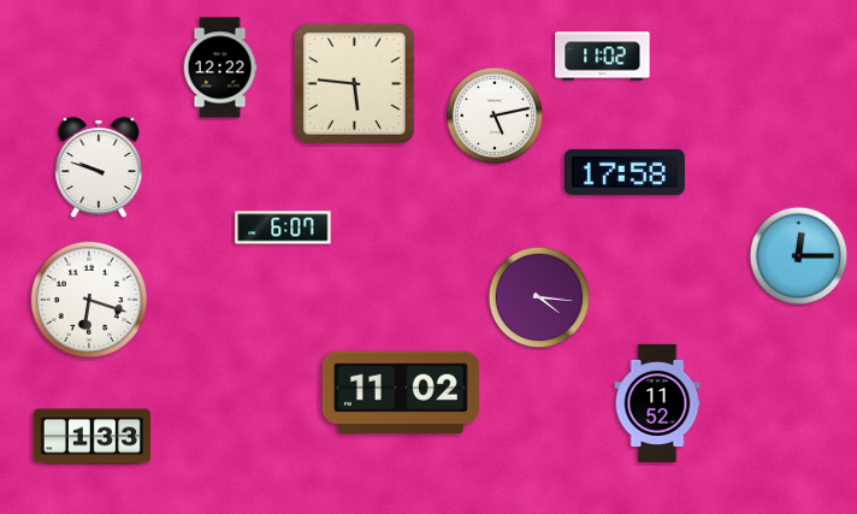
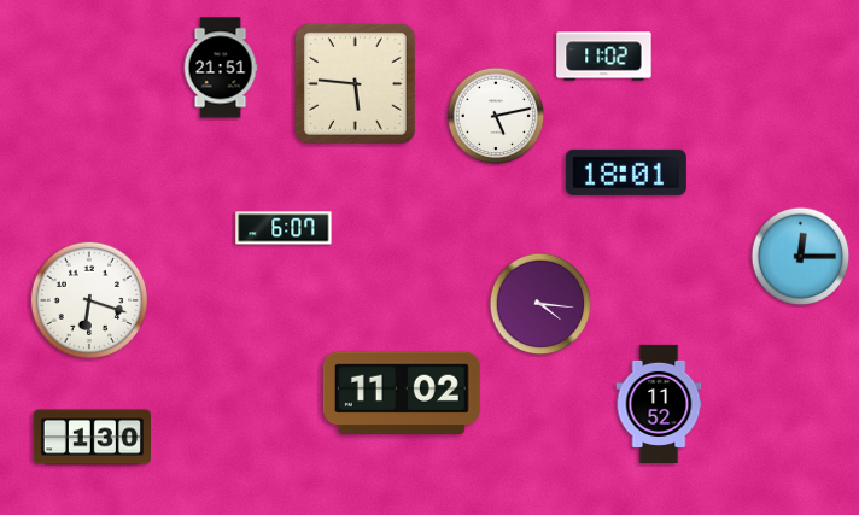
clock at (220, 67): 12:22 -> 21:51
clock at (99, 169): 9:48 -> none
clock at (625, 172): 17:58 -> 18:01
clock at (539, 297) position: (539, 297) -> (540, 304)
clock at (91, 437): 1:33 -> 1:30
